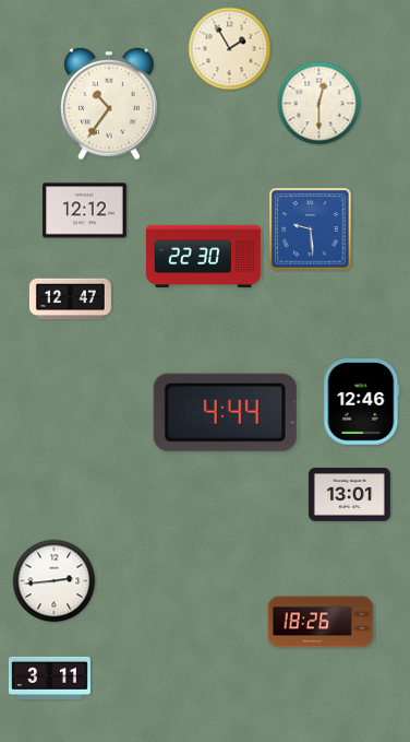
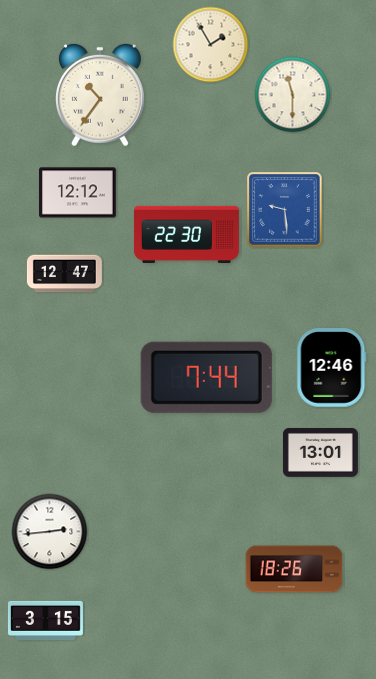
clock at (319, 104): 12:30 -> 11:30
clock at (225, 412): 4:44 -> 7:44
clock at (49, 678): 3:11 -> 3:15
